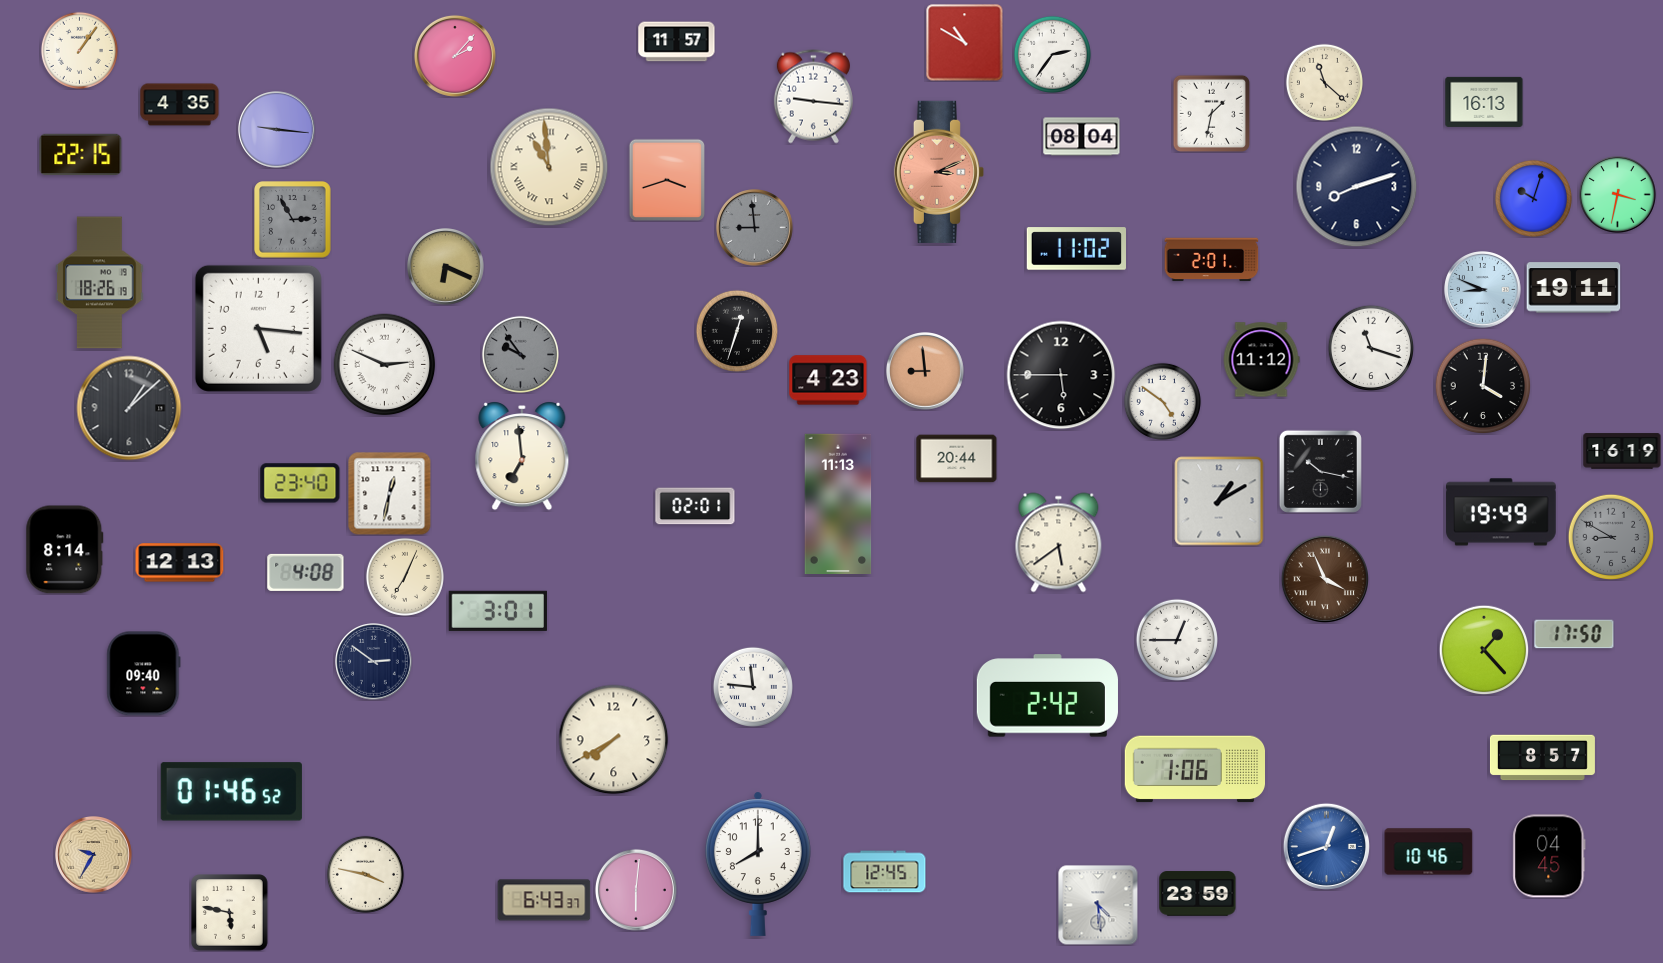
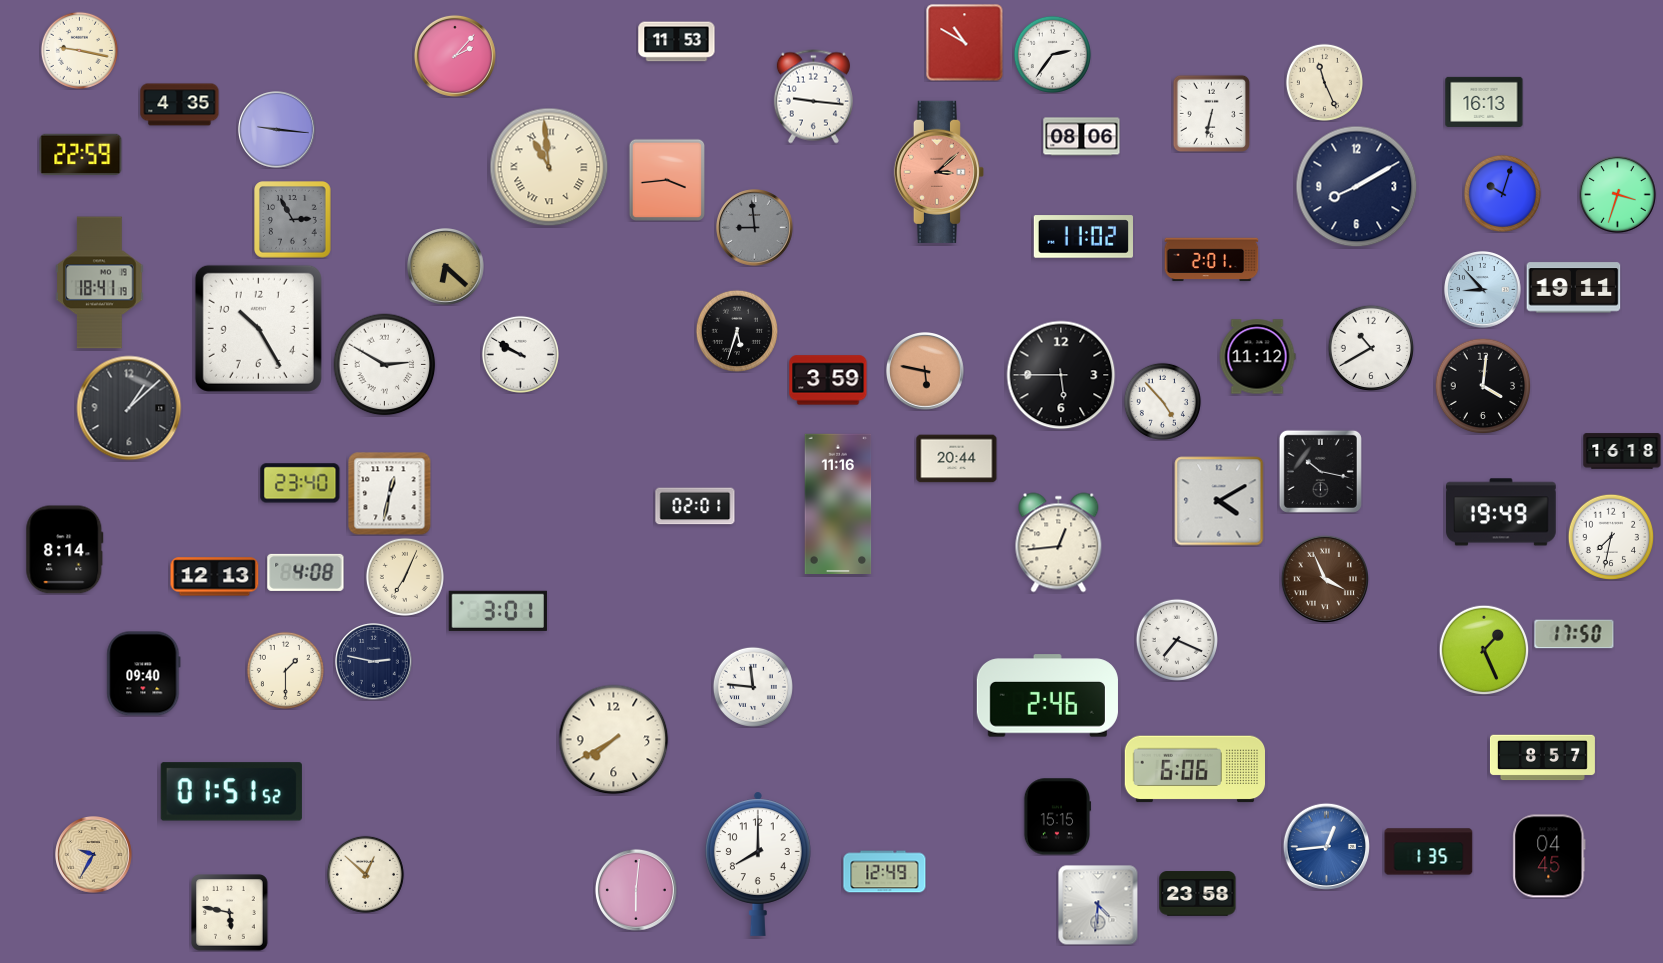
clock at (677, 42): 11:57 -> 11:53
clock at (79, 50): 1:06 -> 9:17
clock at (1324, 82): 11:22 -> 11:26
clock at (1211, 113): 1:32 -> 6:32
clock at (1082, 137): 08:04 -> 08:06
clock at (81, 155): 22:15 -> 22:59
clock at (939, 172): 3:11 -> 3:08
clock at (666, 180): 3:42 -> 3:44
clock at (1357, 187): 8:12 -> 8:10
clock at (1618, 195): 3:32 -> 3:33
clock at (1533, 198) position: (1533, 198) -> (1502, 193)
clock at (1076, 249) position: (1076, 249) -> (1083, 237)
clock at (446, 267): 6:19 -> 6:22
clock at (100, 283): 18:26 -> 18:41
clock at (1483, 290): 8:49 -> 8:53
clock at (258, 328): 5:16 -> 10:25
clock at (737, 331): 12:33 -> 5:33
clock at (1370, 347): 11:18 -> 10:40
clock at (520, 354): 9:54 -> 9:50
clock at (520, 354) dial: grey -> white
clock at (1261, 360) position: (1261, 360) -> (1257, 357)
clock at (385, 365): 2:49 -> 2:50
clock at (926, 372): 8:59 -> 5:47
clock at (828, 380): 4:23 -> 3:59
clock at (1162, 401): 4:51 -> 4:53
clock at (1622, 451): 16:19 -> 16:18
clock at (522, 456): 6:59 -> none
clock at (1219, 501): 1:10 -> 4:10
clock at (838, 503): 11:13 -> 11:16
clock at (1610, 536): 8:50 -> 7:32
clock at (1610, 536) dial: grey -> white
clock at (1059, 543): 5:39 -> 12:44
clock at (180, 563) position: (180, 563) -> (215, 577)
clock at (1177, 640): 12:45 -> 7:19
clock at (1484, 650): 1:23 -> 1:26
clock at (374, 662): 2:51 -> 2:47
clock at (285, 670): none -> 1:30
clock at (1047, 696): 2:42 -> 2:46
clock at (1194, 769): 1:06 -> 6:06
clock at (231, 792): 01:46 -> 01:51
clock at (1057, 817): none -> 15:15
clock at (1326, 846): 12:42 -> 12:44
clock at (1429, 852): 10:46 -> 1:35
clock at (885, 872): 12:45 -> 12:49
clock at (365, 874): 3:47 -> 12:52
clock at (1198, 894): 23:59 -> 23:58
clock at (544, 900): 6:43 -> none
clock at (1098, 905): 4:29 -> 4:31
